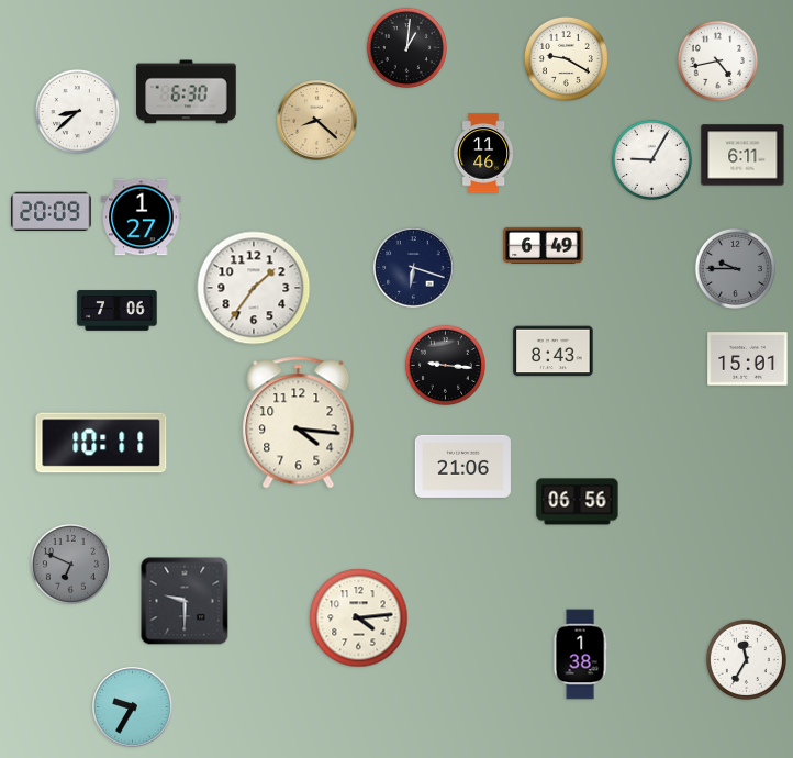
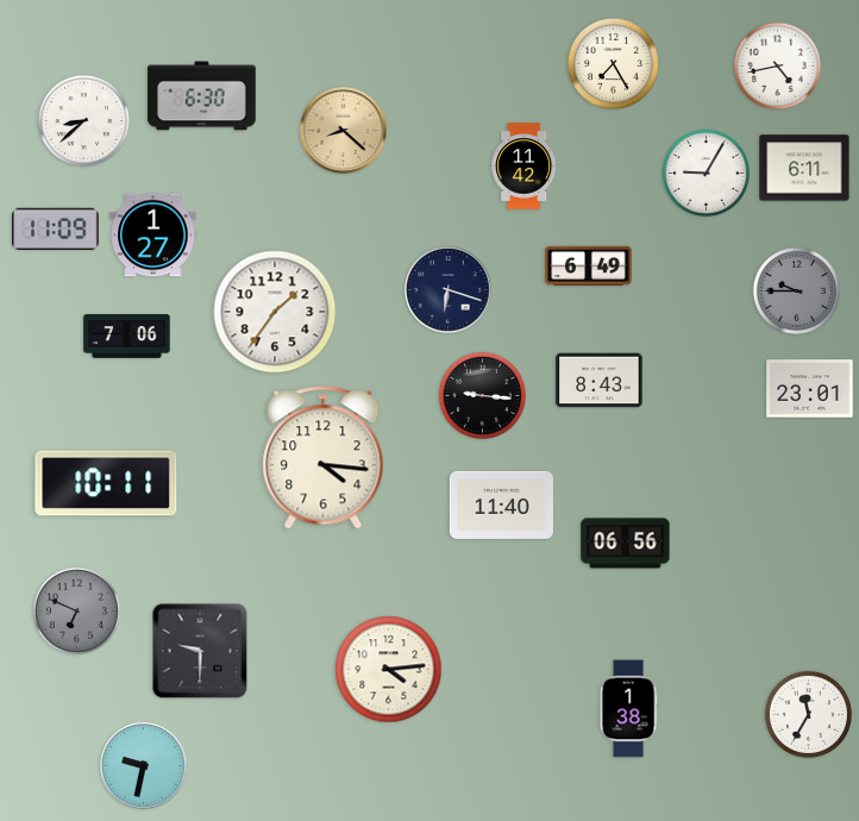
clock at (406, 47): 1:01 -> none
clock at (566, 58): 9:20 -> 7:25
clock at (187, 92) position: (187, 92) -> (202, 96)
clock at (484, 154): 11:46 -> 11:42
clock at (52, 212): 20:09 -> 11:09
clock at (748, 359): 15:01 -> 23:01
clock at (101, 443) position: (101, 443) -> (106, 483)
clock at (462, 466): 21:06 -> 11:40
clock at (133, 707): 9:35 -> 9:32
